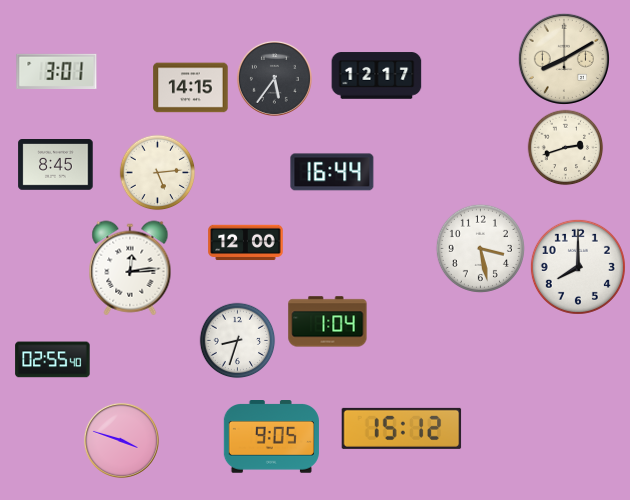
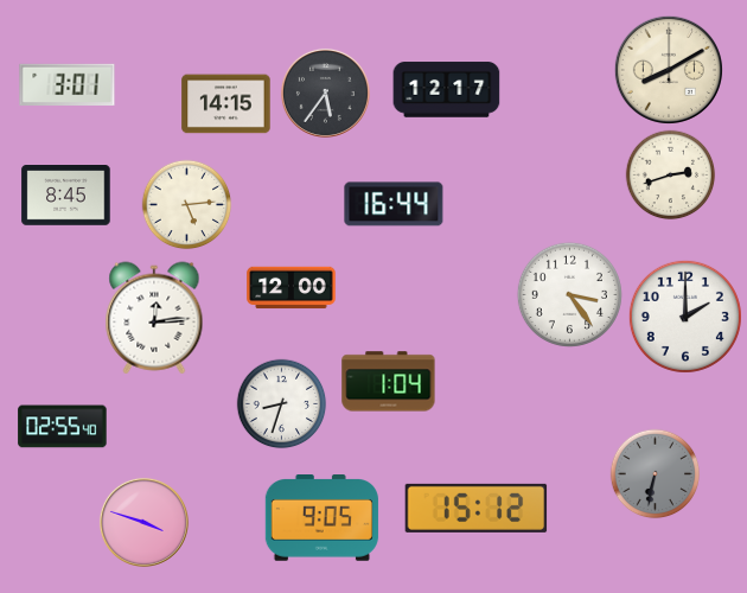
clock at (480, 248): 3:28 -> 3:24
clock at (578, 267): 8:00 -> 2:00
clock at (656, 474): none -> 6:32
